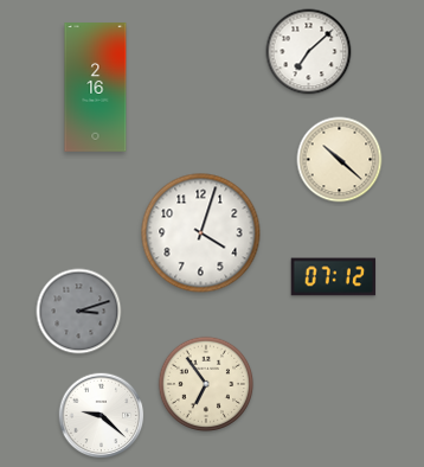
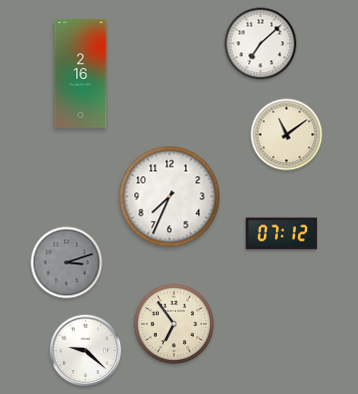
clock at (340, 160): 10:22 -> 11:09
clock at (201, 233): 4:03 -> 7:34
